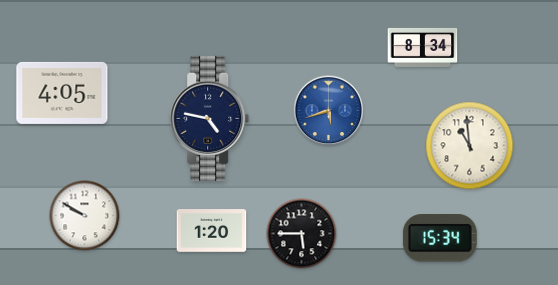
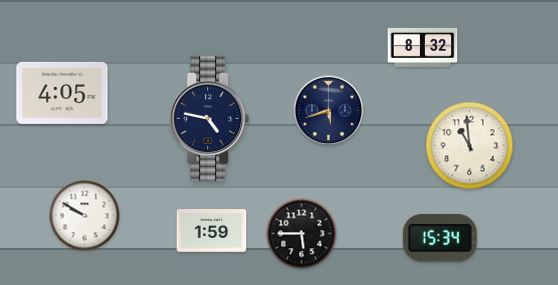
clock at (423, 47): 8:34 -> 8:32
clock at (329, 111) dial: blue -> navy
clock at (212, 231): 1:20 -> 1:59
